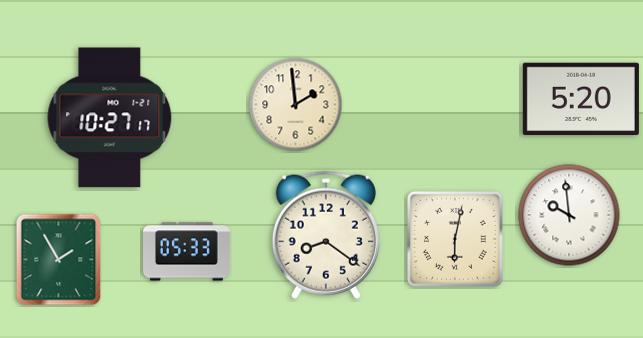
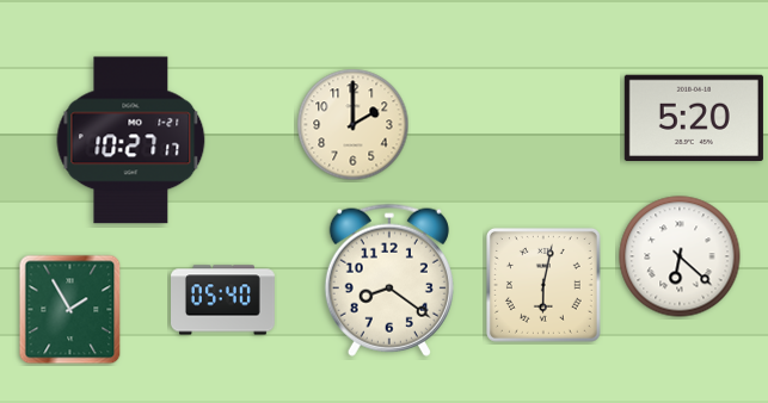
clock at (296, 105): 1:59 -> 2:00
clock at (569, 215): 9:59 -> 6:22
clock at (187, 252): 05:33 -> 05:40
